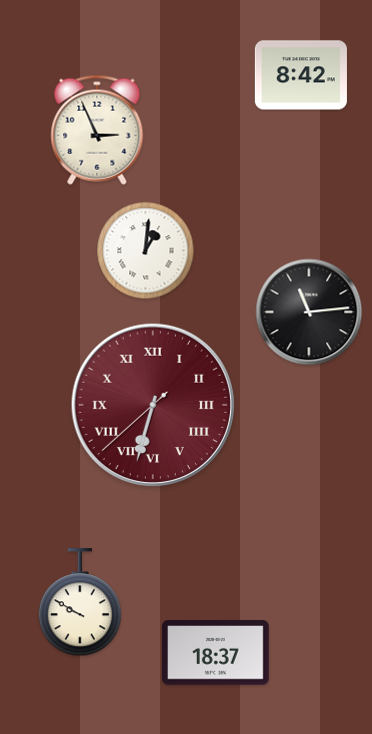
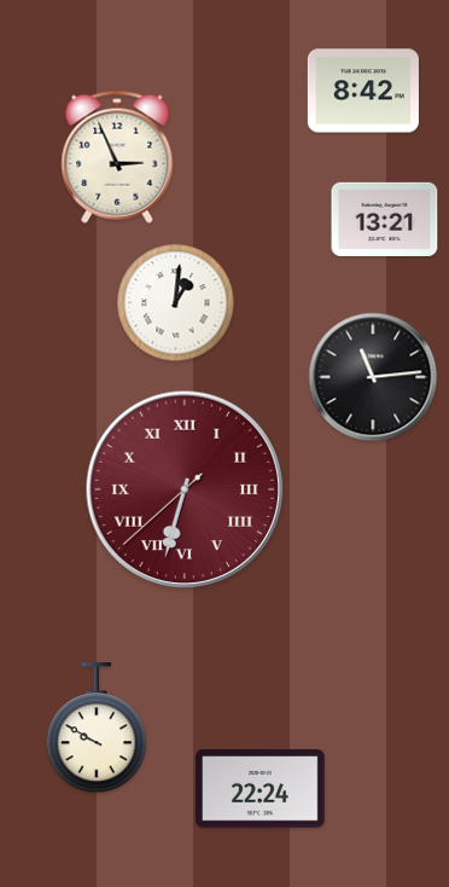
clock at (385, 219): none -> 13:21
clock at (216, 653): 18:37 -> 22:24
